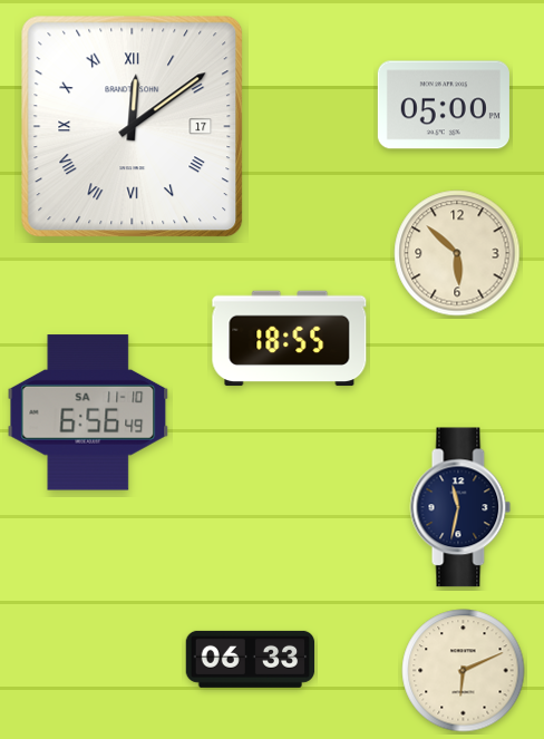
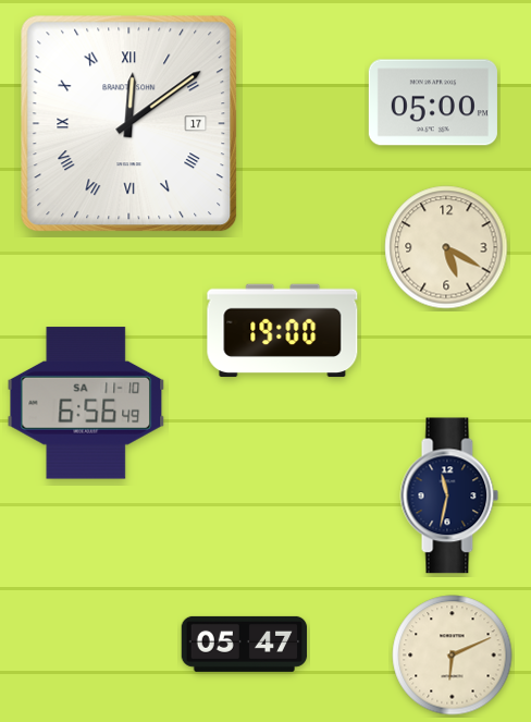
clock at (457, 253): 5:52 -> 5:20
clock at (290, 339): 18:55 -> 19:00
clock at (251, 659): 06:33 -> 05:47
